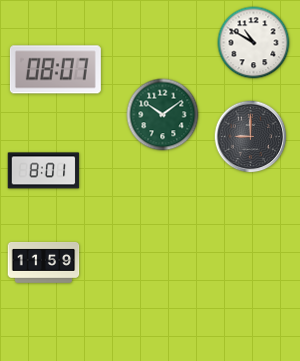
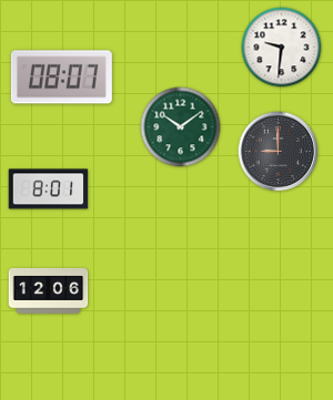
clock at (254, 43): 10:50 -> 9:31
clock at (44, 262): 11:59 -> 12:06
